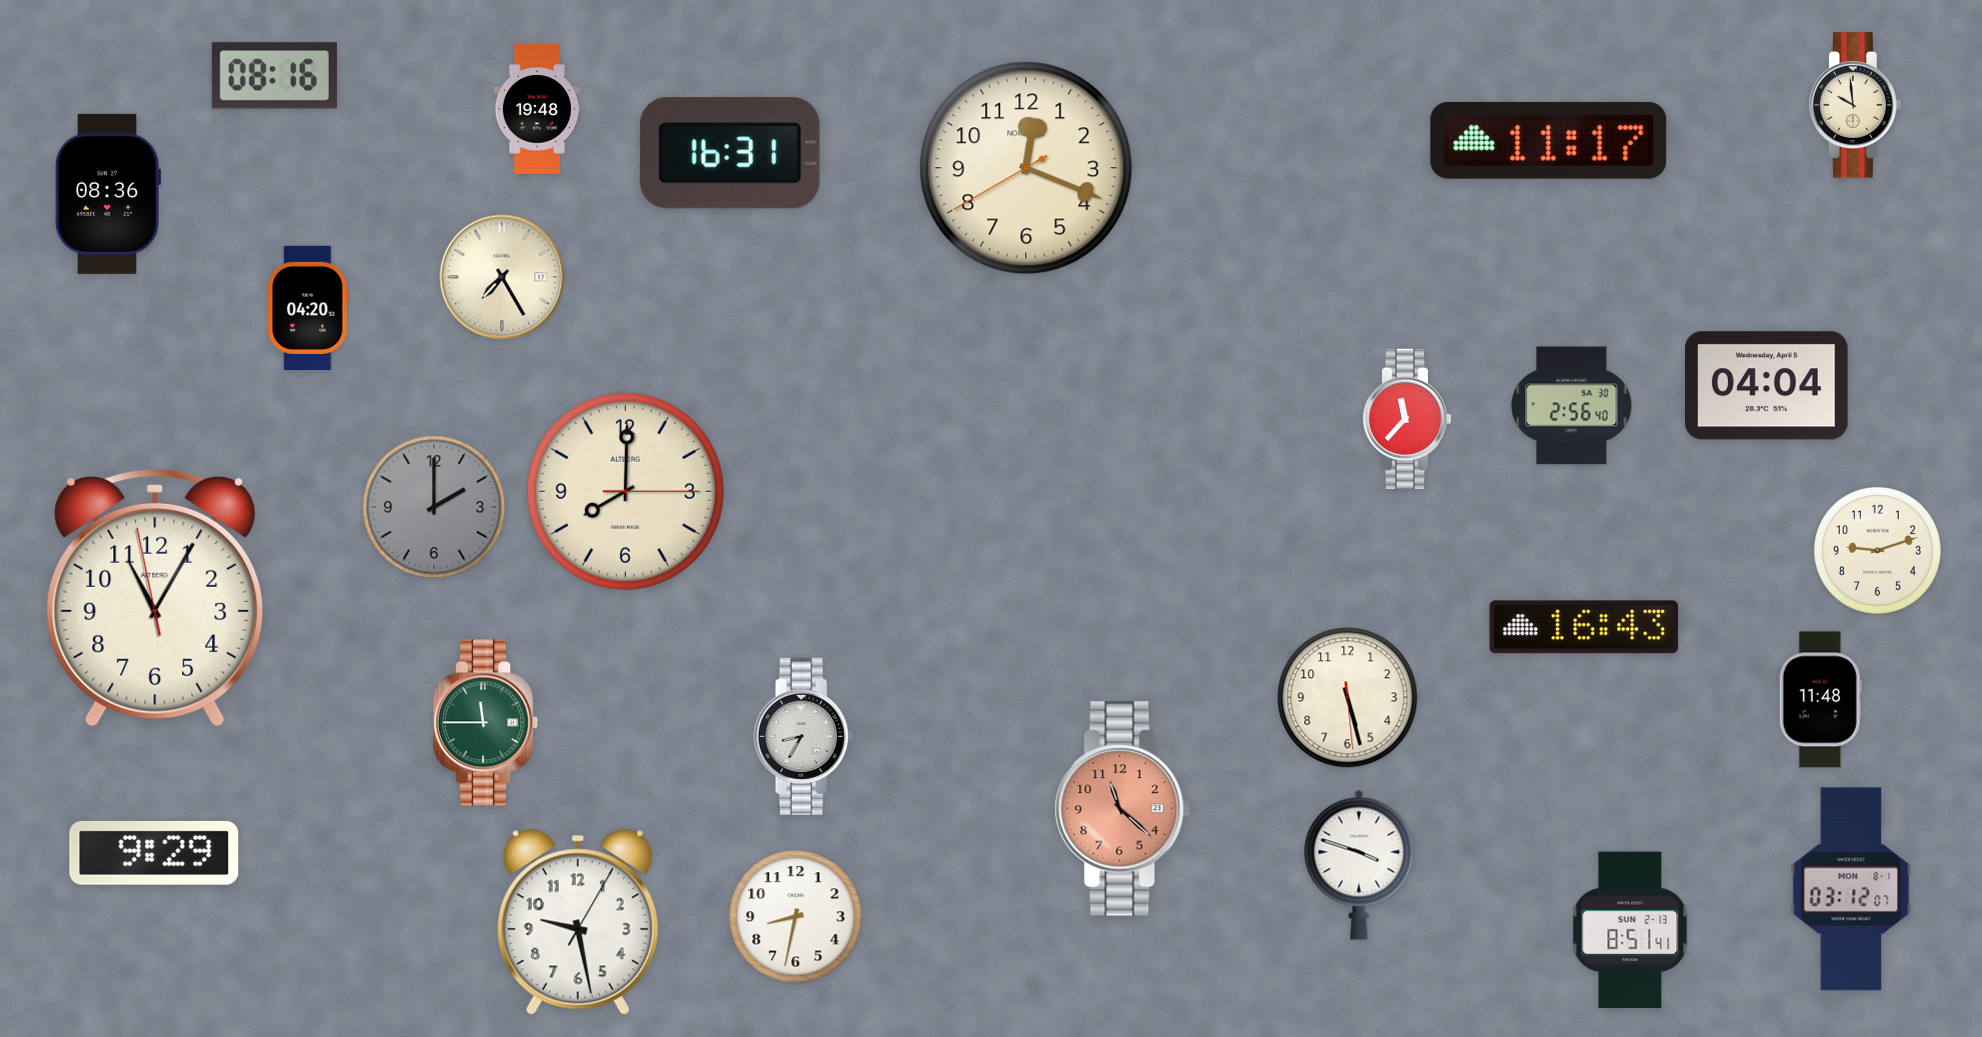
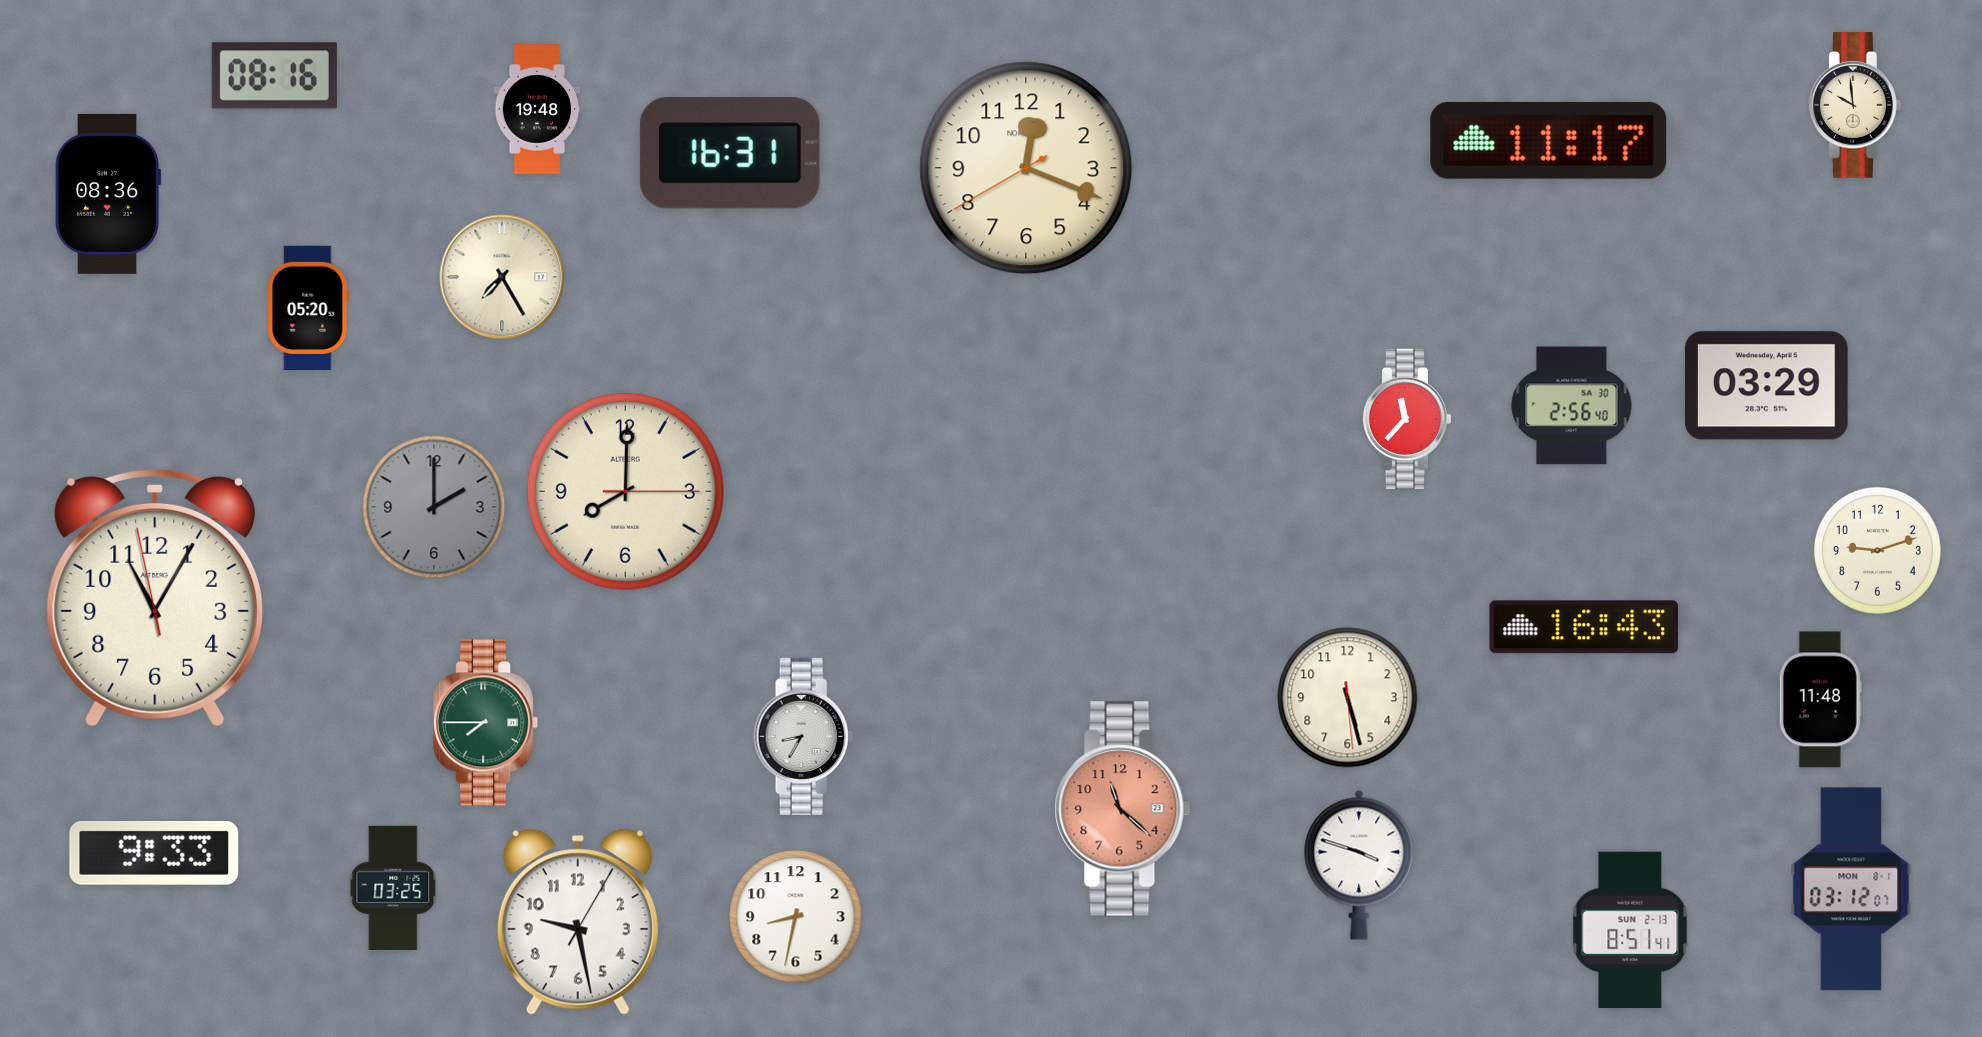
clock at (308, 307): 04:20 -> 05:20
clock at (1767, 386): 04:04 -> 03:29
clock at (487, 723): 11:45 -> 7:45
clock at (154, 854): 9:29 -> 9:33
clock at (393, 888): none -> 03:25
